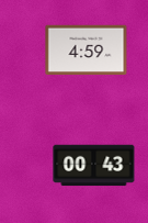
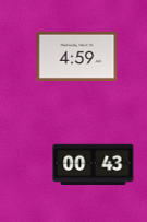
clock at (87, 51) position: (87, 51) -> (77, 57)
